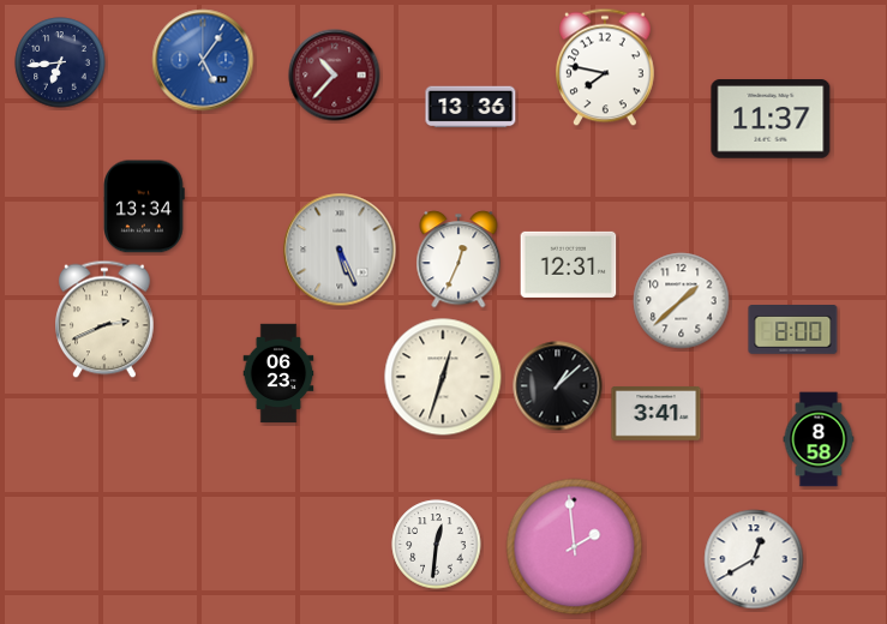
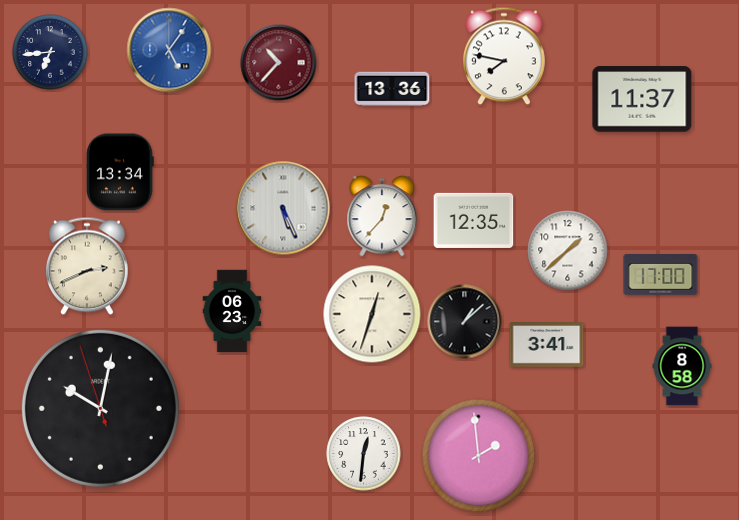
clock at (459, 259): 12:34 -> 12:37
clock at (569, 264): 12:31 -> 12:35
clock at (793, 330): 8:00 -> 17:00
clock at (443, 377) position: (443, 377) -> (372, 314)
clock at (100, 408): none -> 10:01
clock at (754, 559): 12:40 -> none
